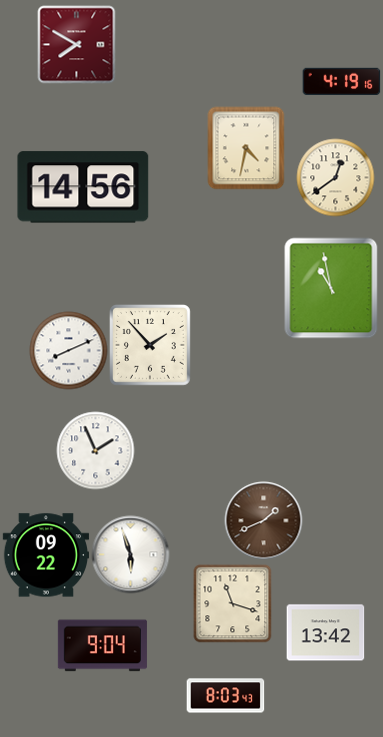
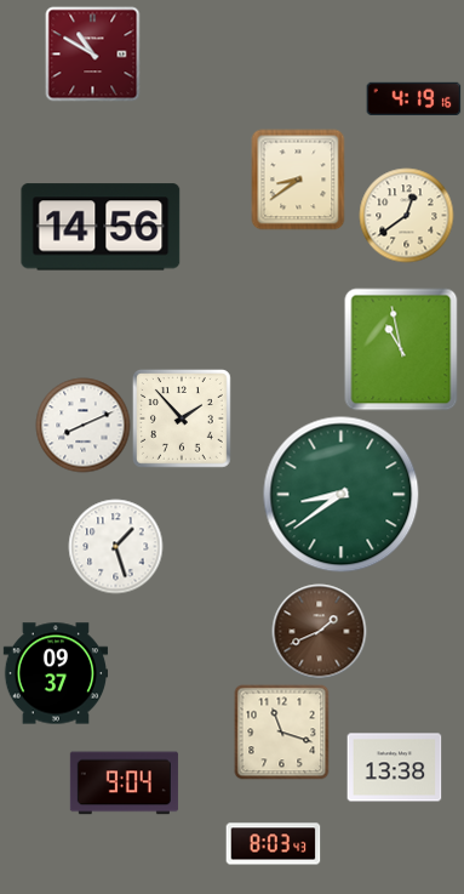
clock at (76, 44): 7:50 -> 10:50
clock at (246, 148): 4:32 -> 8:39
clock at (340, 494): none -> 8:39
clock at (95, 450): 1:56 -> 1:27
clock at (130, 554): 5:57 -> none
clock at (45, 555): 09:22 -> 09:37
clock at (325, 633): 13:42 -> 13:38
